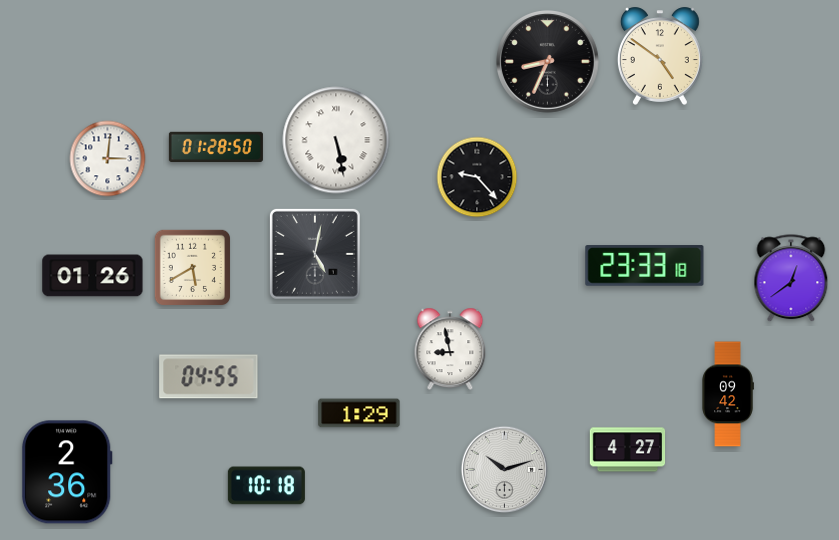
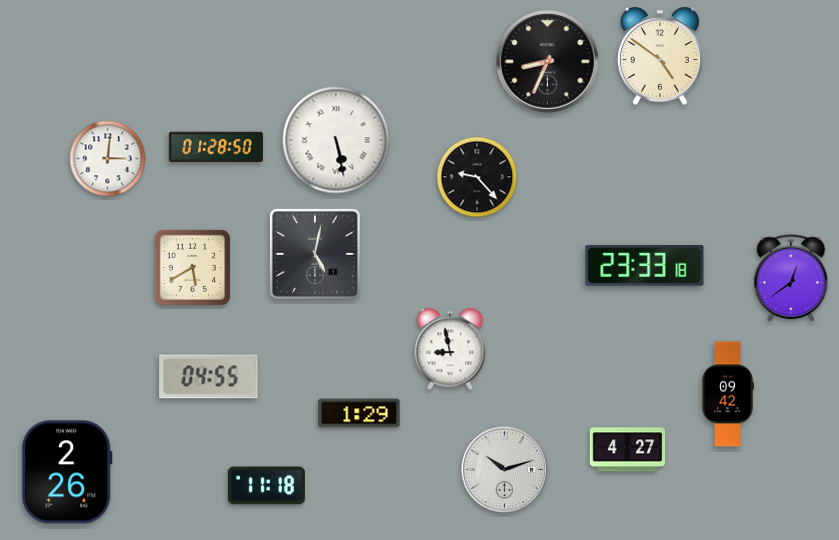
clock at (93, 276): 01:26 -> none
clock at (67, 472): 2:36 -> 2:26
clock at (266, 486): 10:18 -> 11:18
